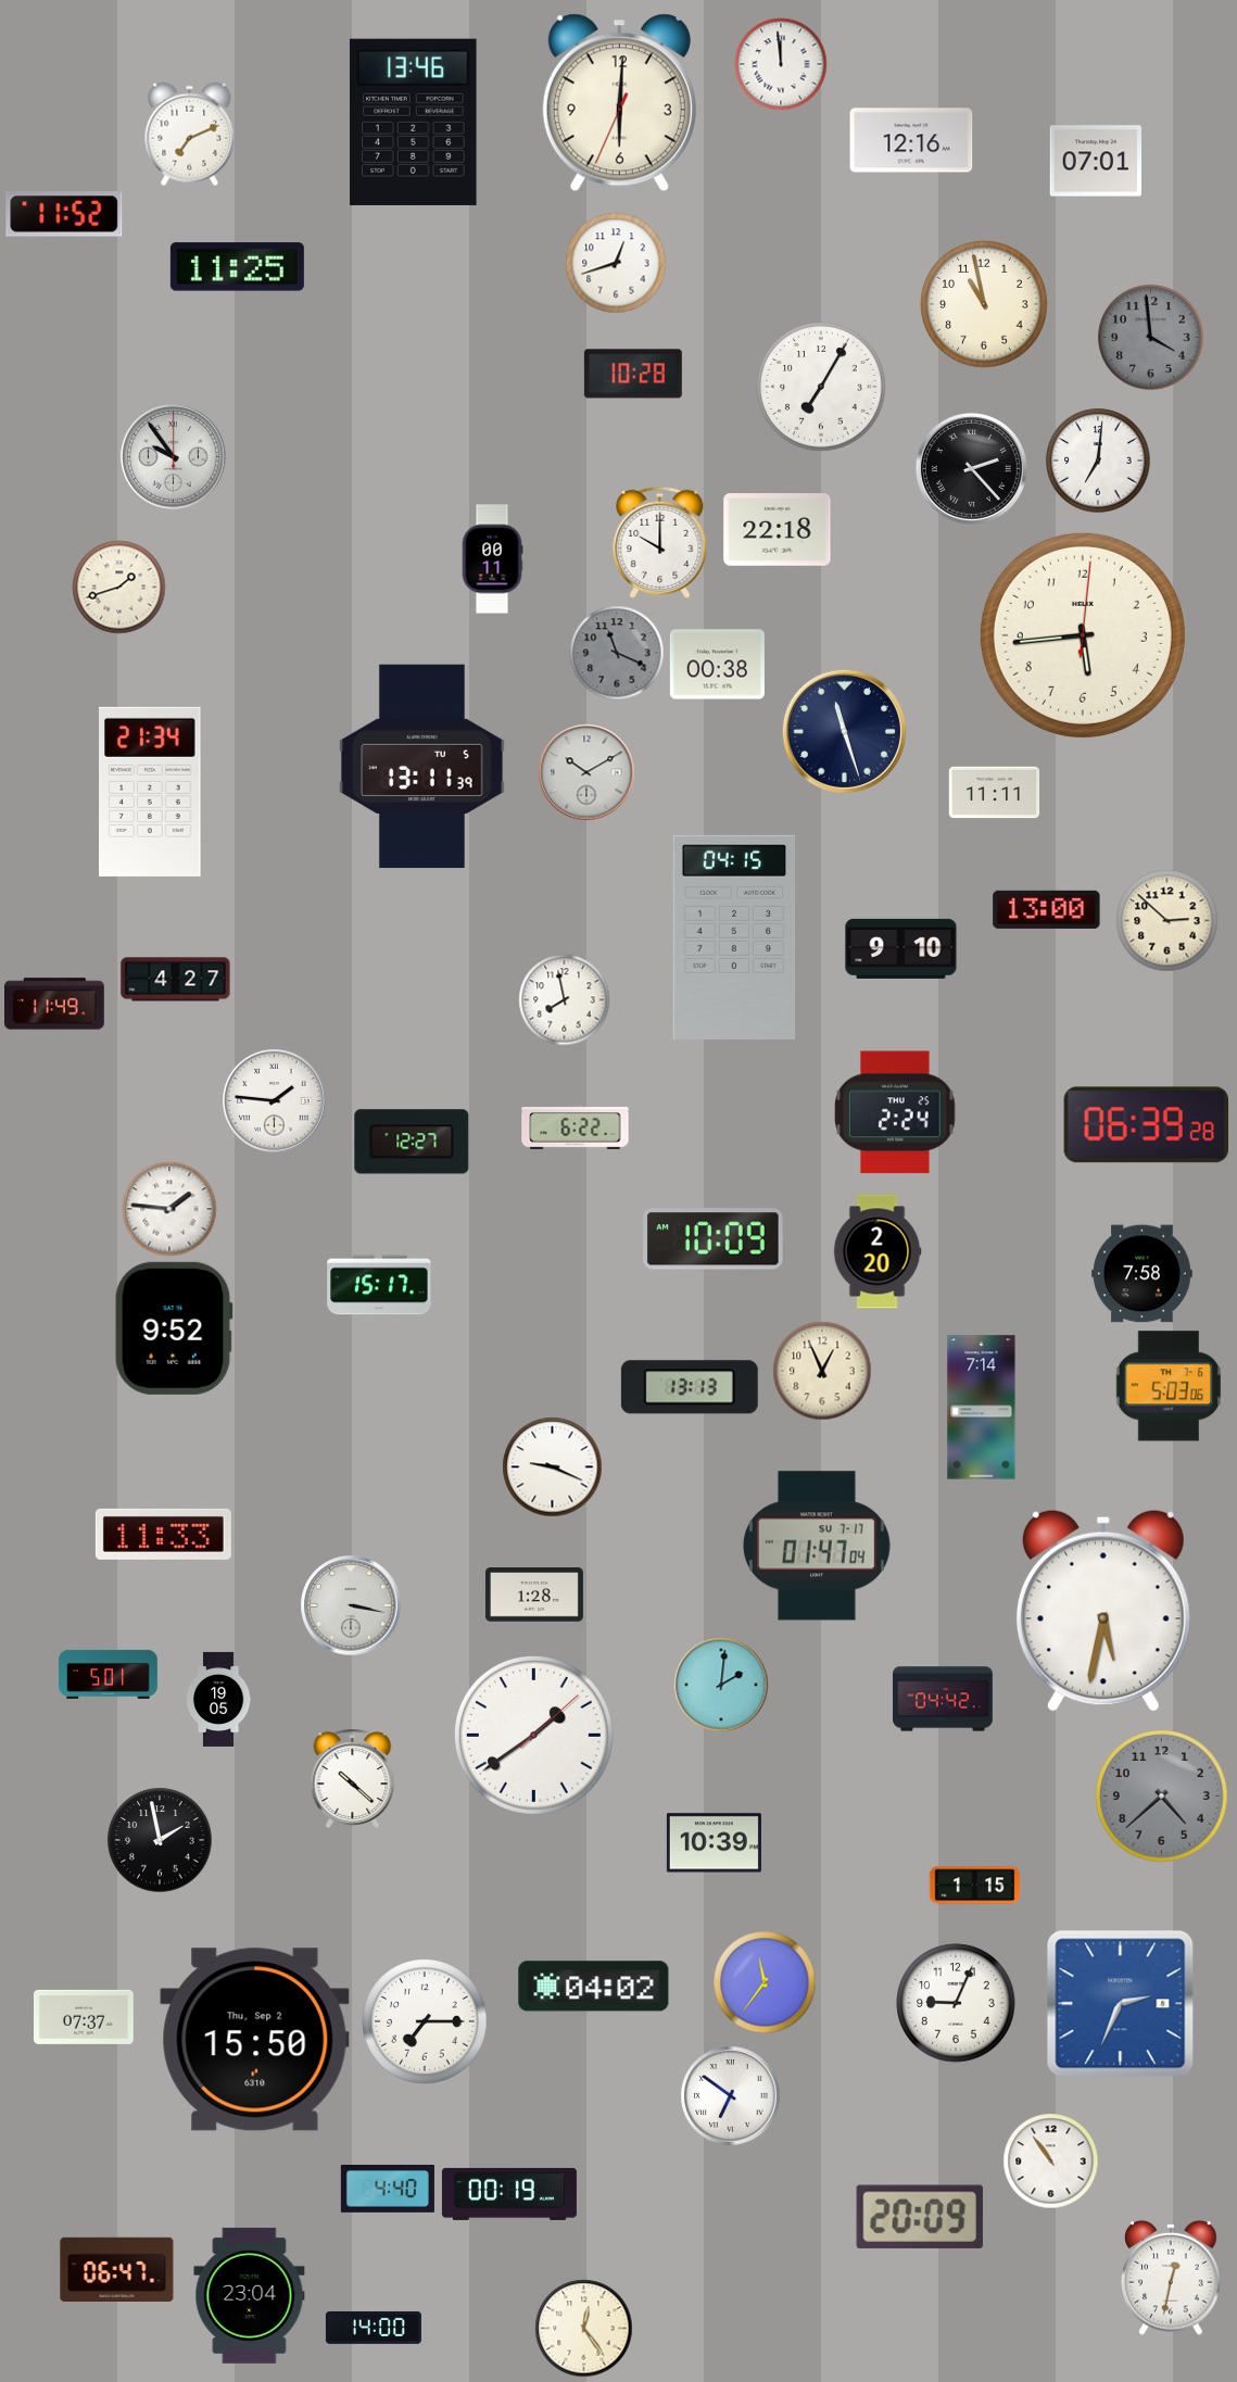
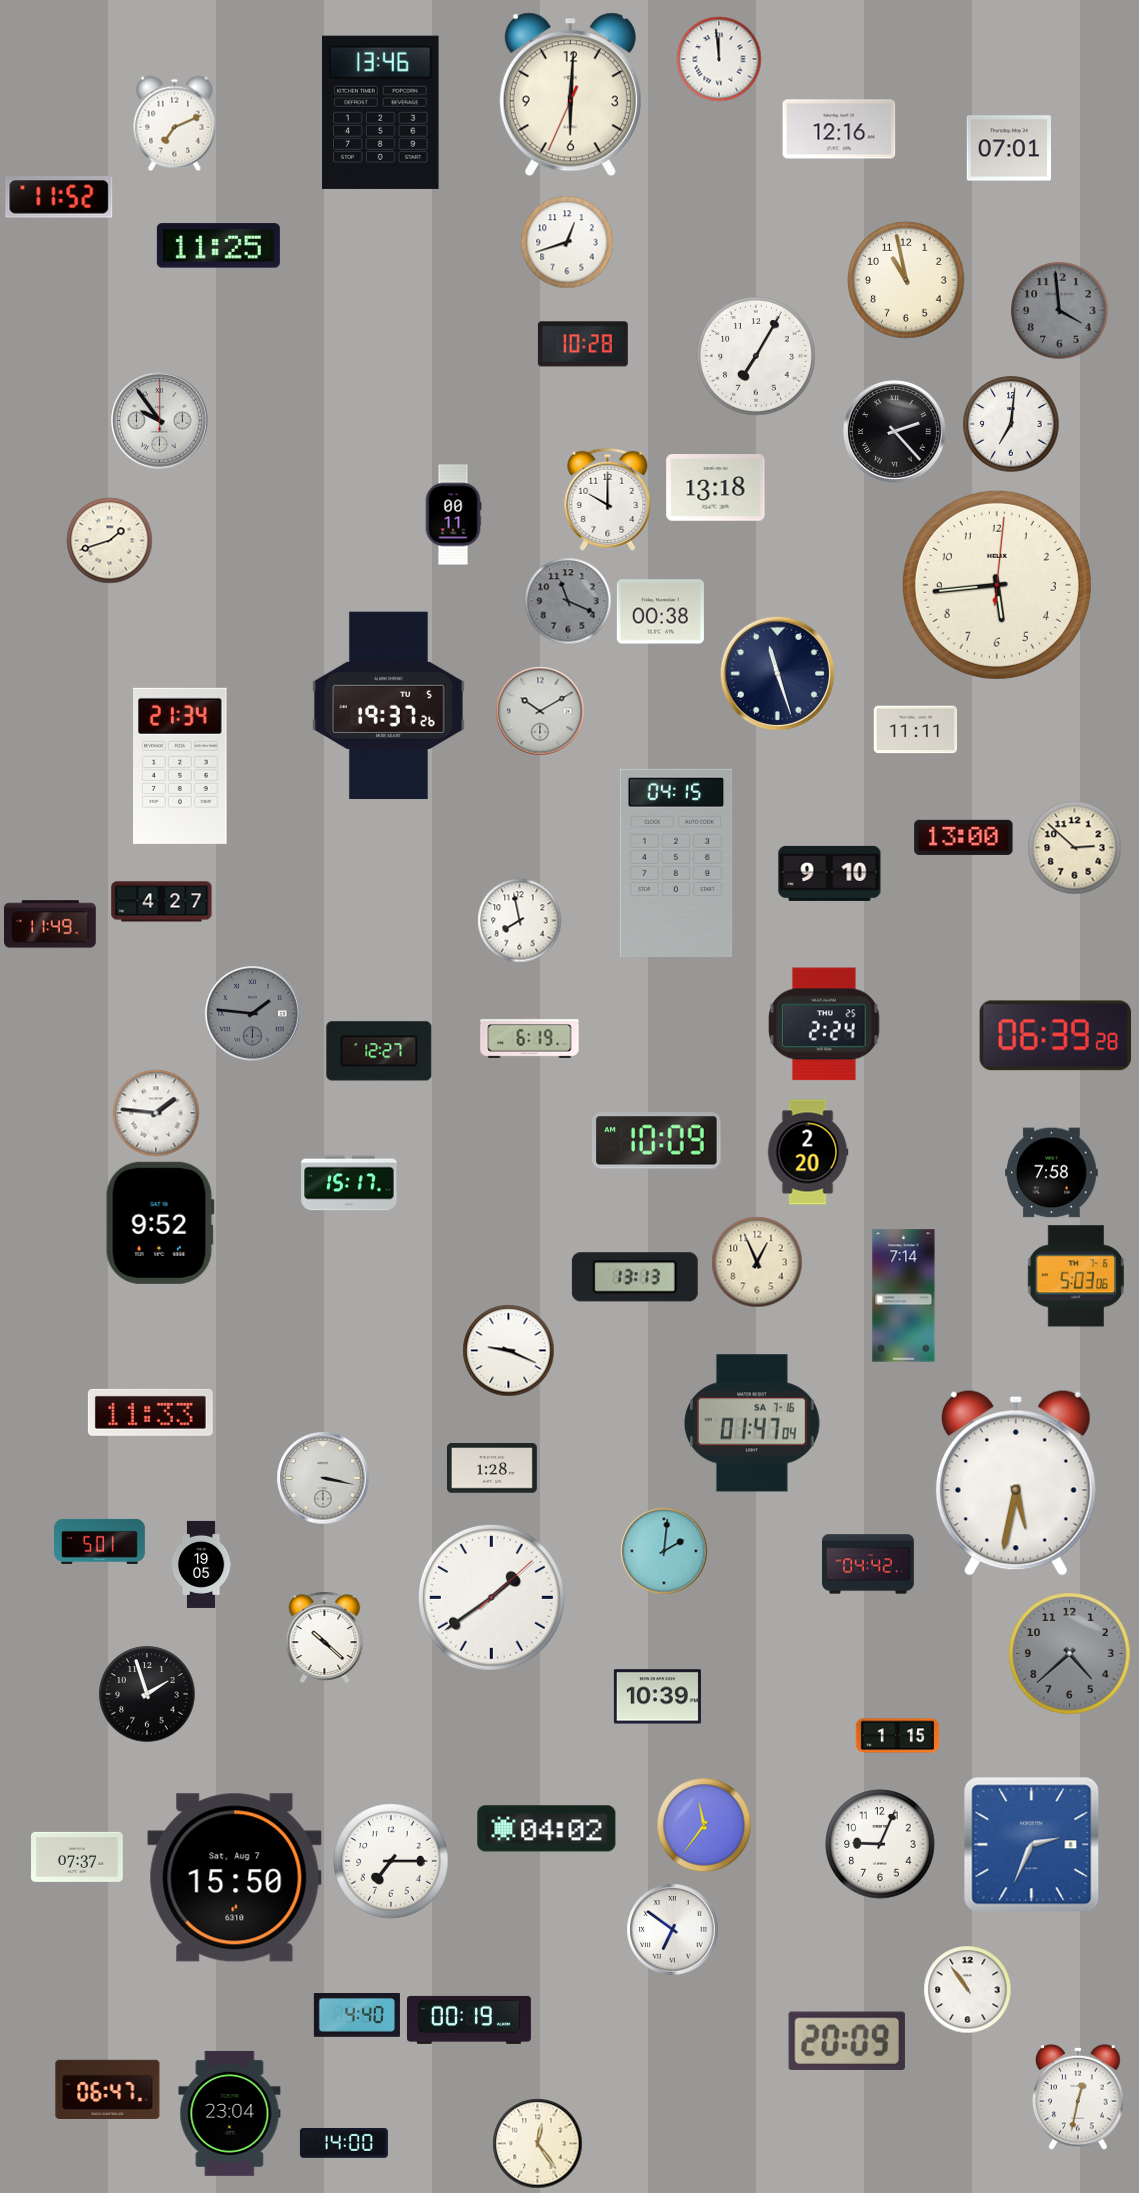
clock at (778, 530): 22:18 -> 13:18
clock at (422, 767): 13:11 -> 19:37
clock at (150, 792) position: (150, 792) -> (180, 766)
clock at (275, 1101) dial: white -> grey
clock at (576, 1126): 6:22 -> 6:19
clock at (817, 1546) date: SU 7-17 -> SA 7-16
clock at (160, 1840): 1:58 -> 1:57
clock at (255, 2040) date: Thu, Sep 2 -> Sat, Aug 7
